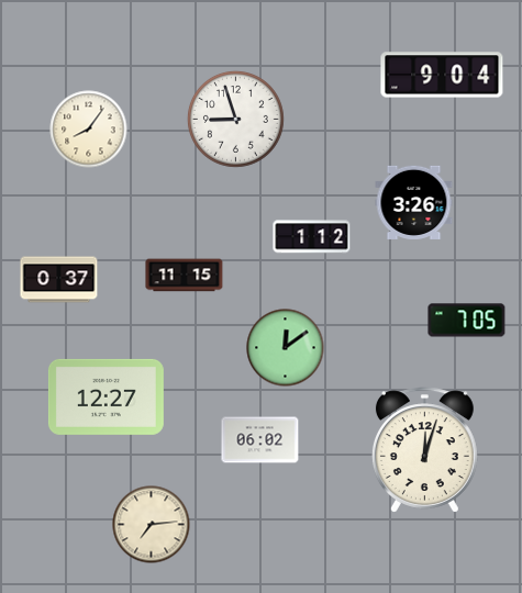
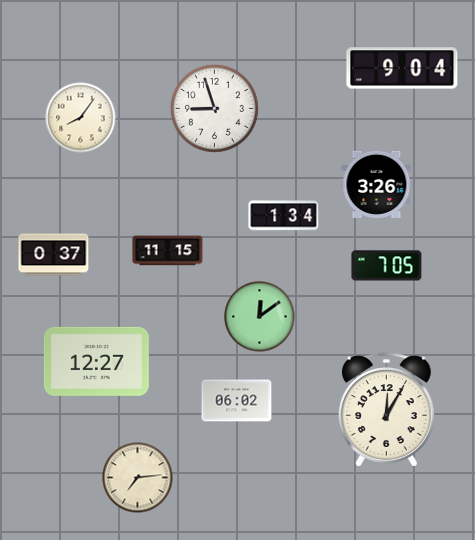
clock at (312, 237): 1:12 -> 1:34
clock at (467, 321) position: (467, 321) -> (387, 266)
clock at (424, 450): 12:03 -> 12:05
